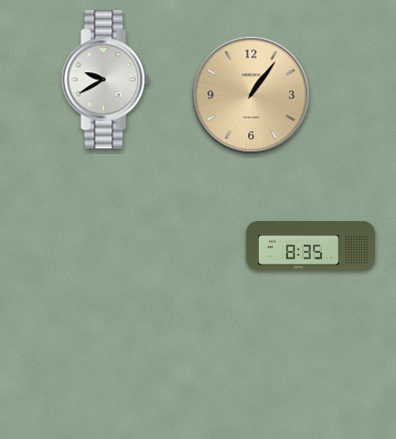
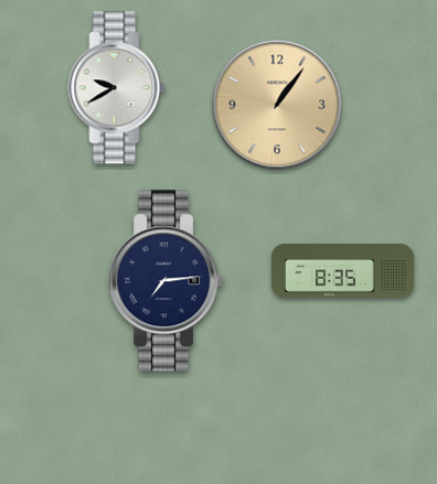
clock at (167, 281): none -> 7:14
